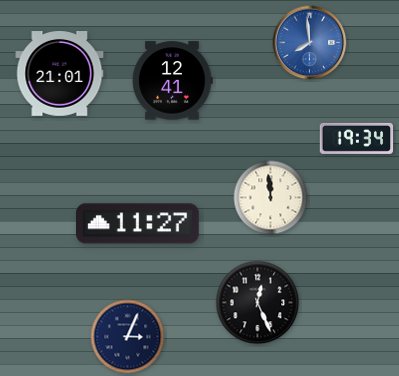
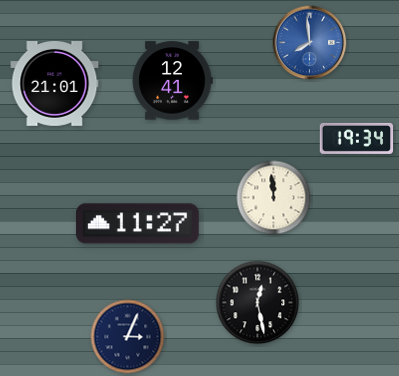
clock at (60, 74) position: (60, 74) -> (55, 84)
clock at (271, 198) position: (271, 198) -> (274, 198)
clock at (258, 303): 12:26 -> 12:28
